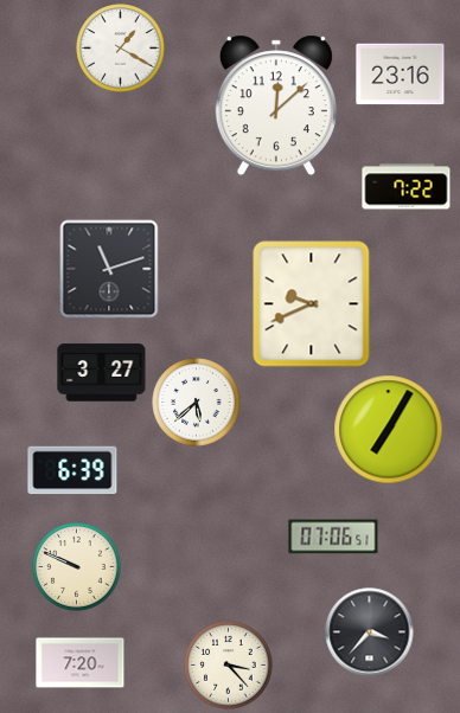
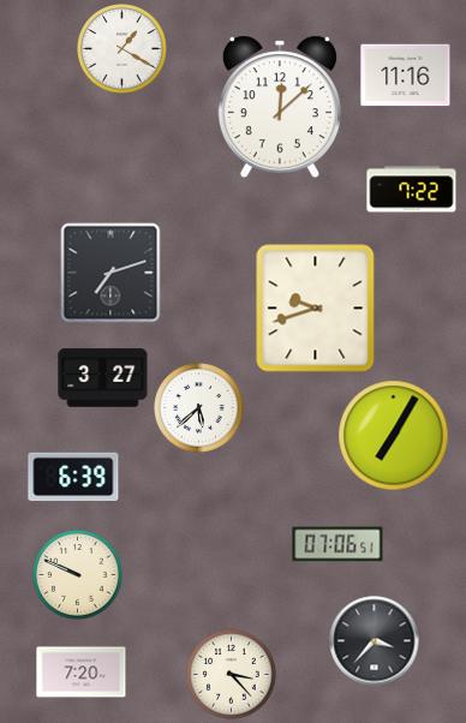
clock at (401, 75): 23:16 -> 11:16
clock at (109, 269): 11:12 -> 7:12
clock at (312, 304): 9:41 -> 9:42
